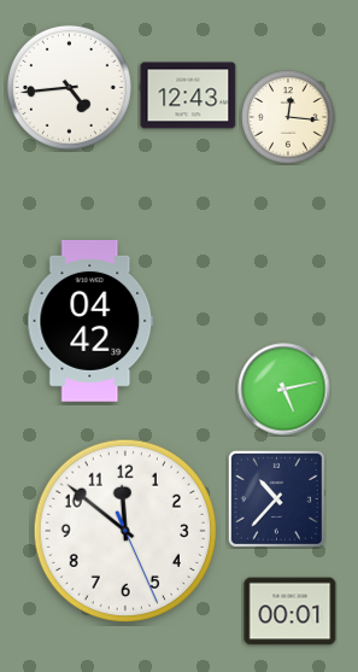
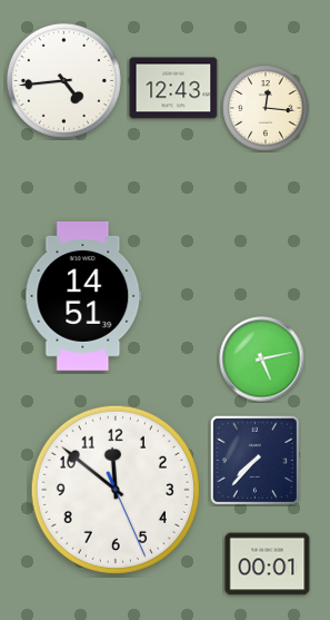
clock at (90, 321): 04:42 -> 14:51
clock at (276, 498): 10:37 -> 7:37
